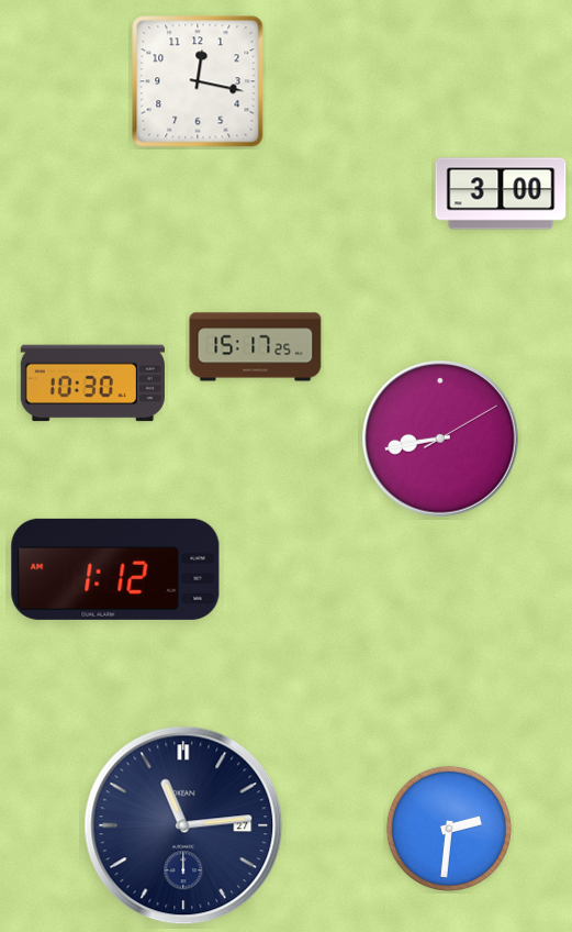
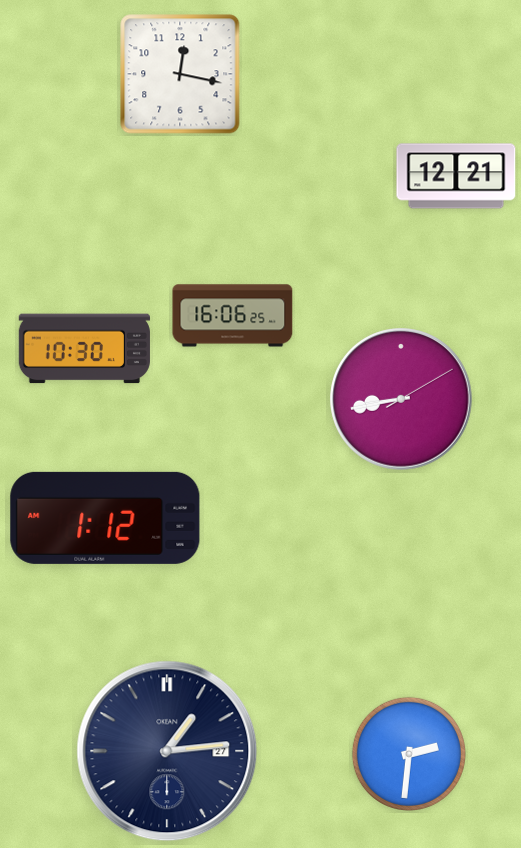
clock at (501, 193): 3:00 -> 12:21
clock at (256, 347): 15:17 -> 16:06
clock at (183, 825): 11:14 -> 1:14
